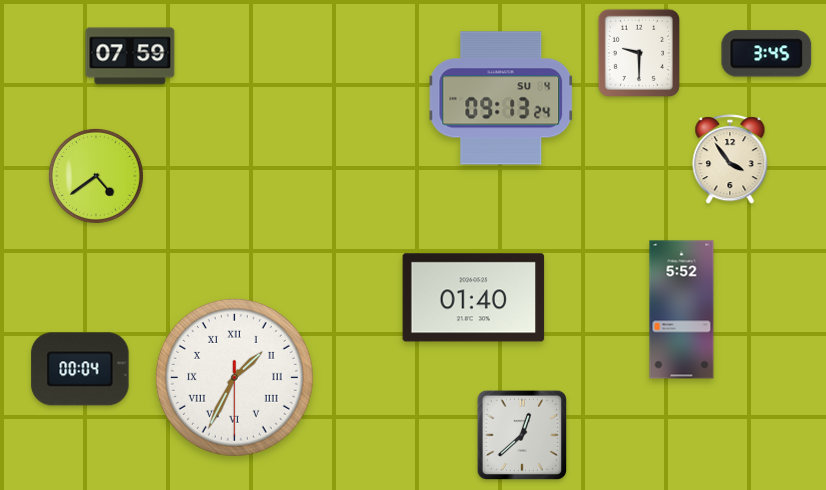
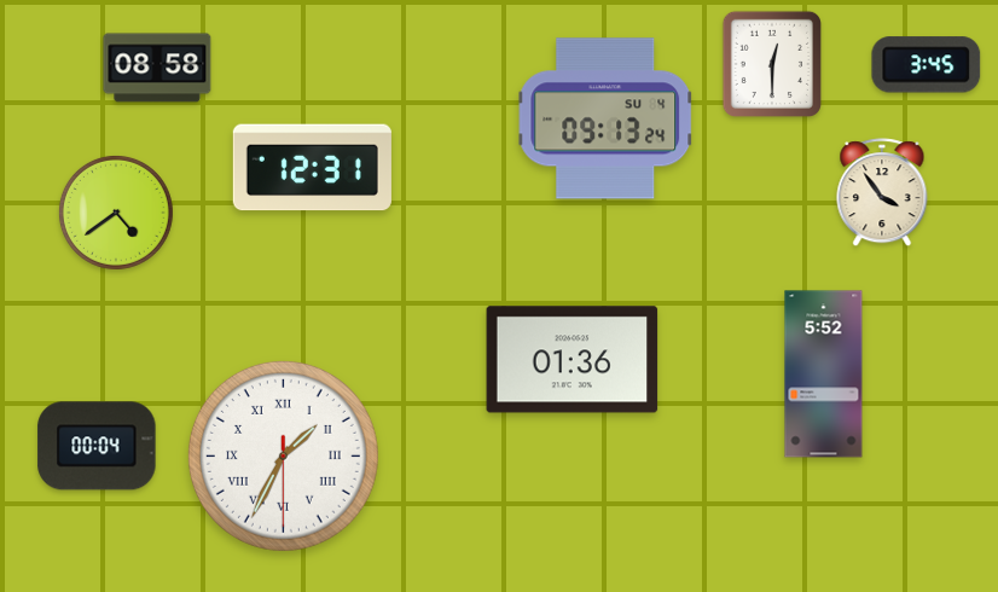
clock at (639, 52): 9:30 -> 12:30
clock at (130, 56): 07:59 -> 08:58
clock at (312, 168): none -> 12:31
clock at (474, 298): 01:40 -> 01:36
clock at (522, 435): 12:38 -> none
